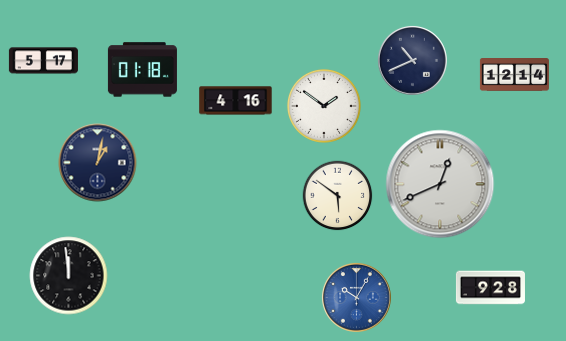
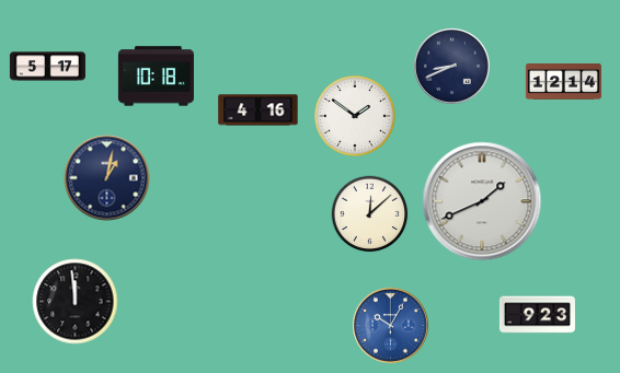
clock at (412, 60): 10:41 -> 8:41
clock at (142, 70): 01:18 -> 10:18
clock at (440, 184): 12:41 -> 1:41
clock at (338, 196): 5:51 -> 12:08
clock at (490, 288): 9:28 -> 9:23
